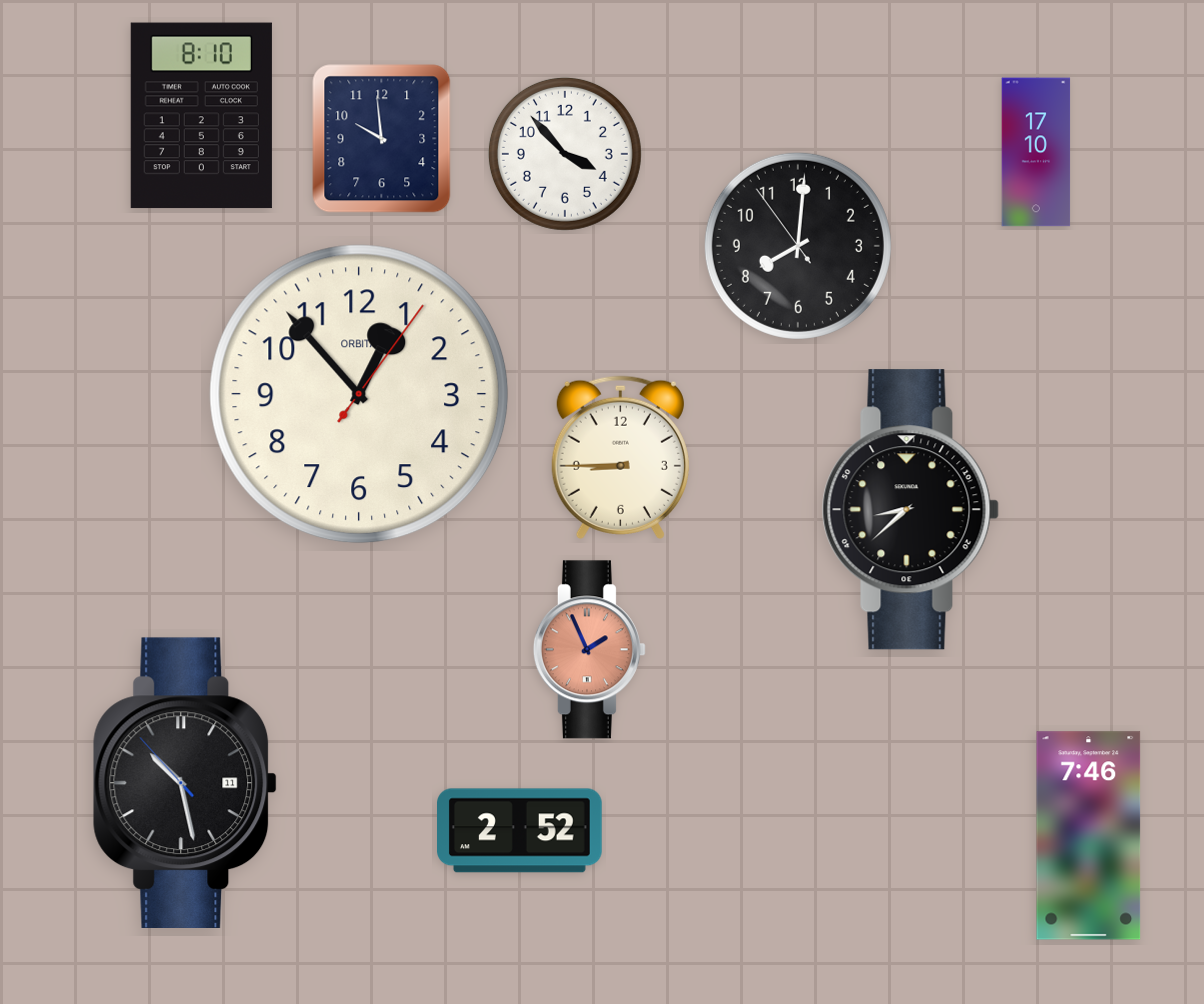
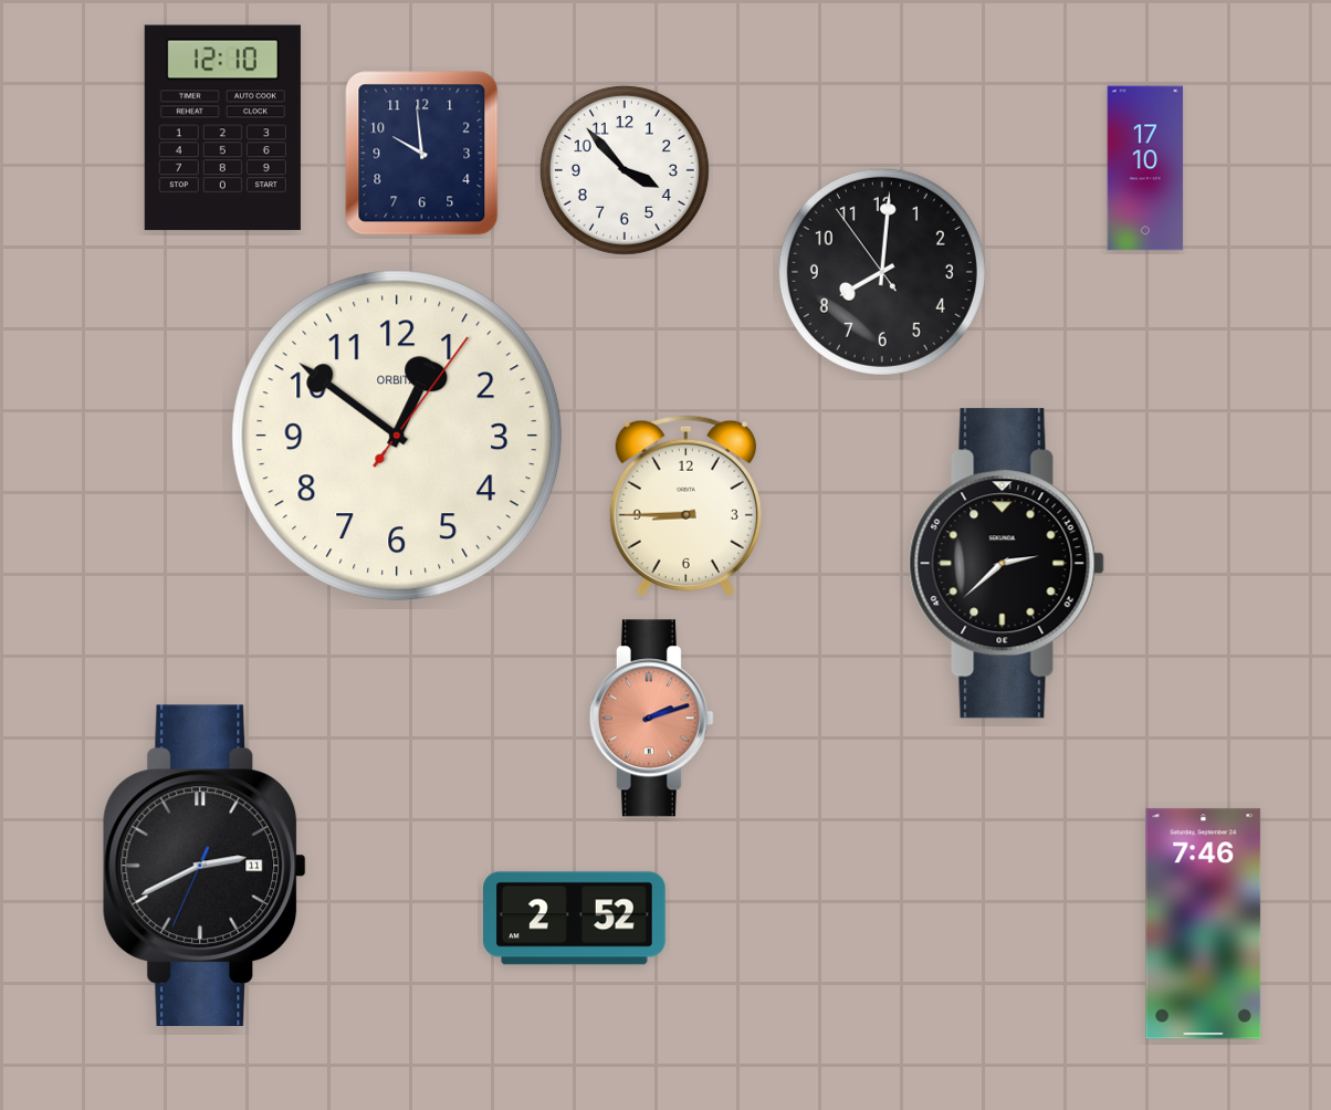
clock at (201, 116): 8:10 -> 12:10
clock at (359, 394): 12:53 -> 12:51
clock at (910, 510): 8:38 -> 2:38
clock at (589, 650): 1:56 -> 2:12
clock at (185, 782): 10:27 -> 2:40
